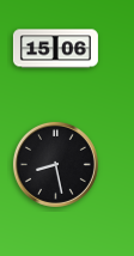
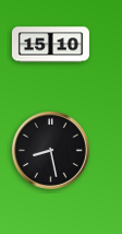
clock at (55, 49): 15:06 -> 15:10
